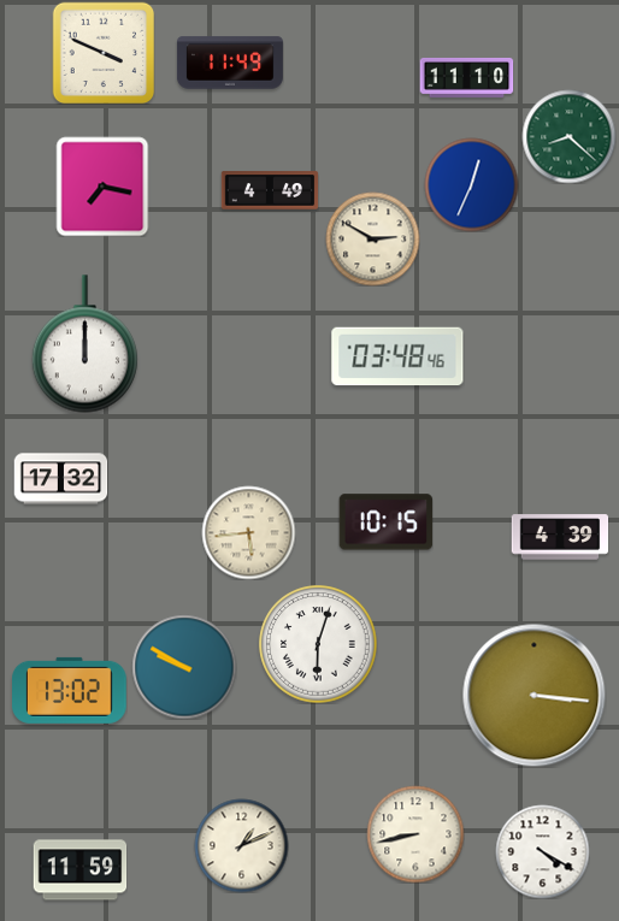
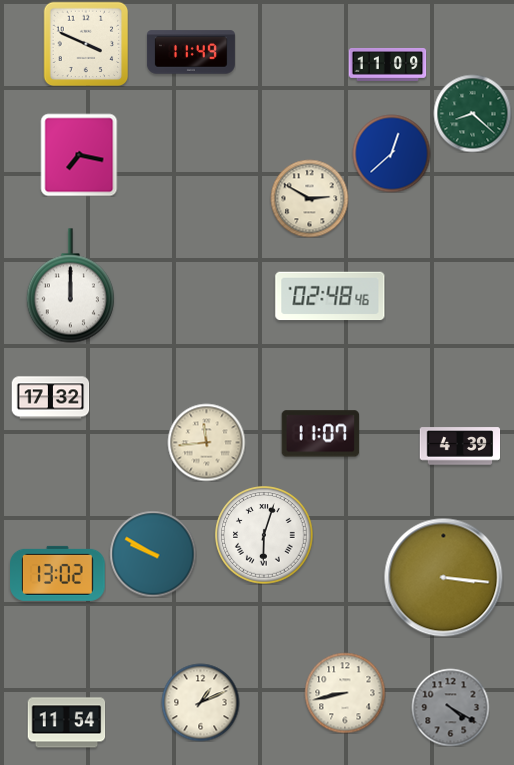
clock at (466, 78): 11:10 -> 11:09
clock at (471, 184): 12:34 -> 12:38
clock at (102, 187) position: (102, 187) -> (79, 155)
clock at (270, 190): 4:49 -> none
clock at (397, 356): 03:48 -> 02:48
clock at (385, 523): 10:15 -> 11:07
clock at (248, 532): 5:44 -> 11:44
clock at (560, 537) position: (560, 537) -> (460, 446)
clock at (542, 851) dial: white -> grey
clock at (79, 870): 11:59 -> 11:54
